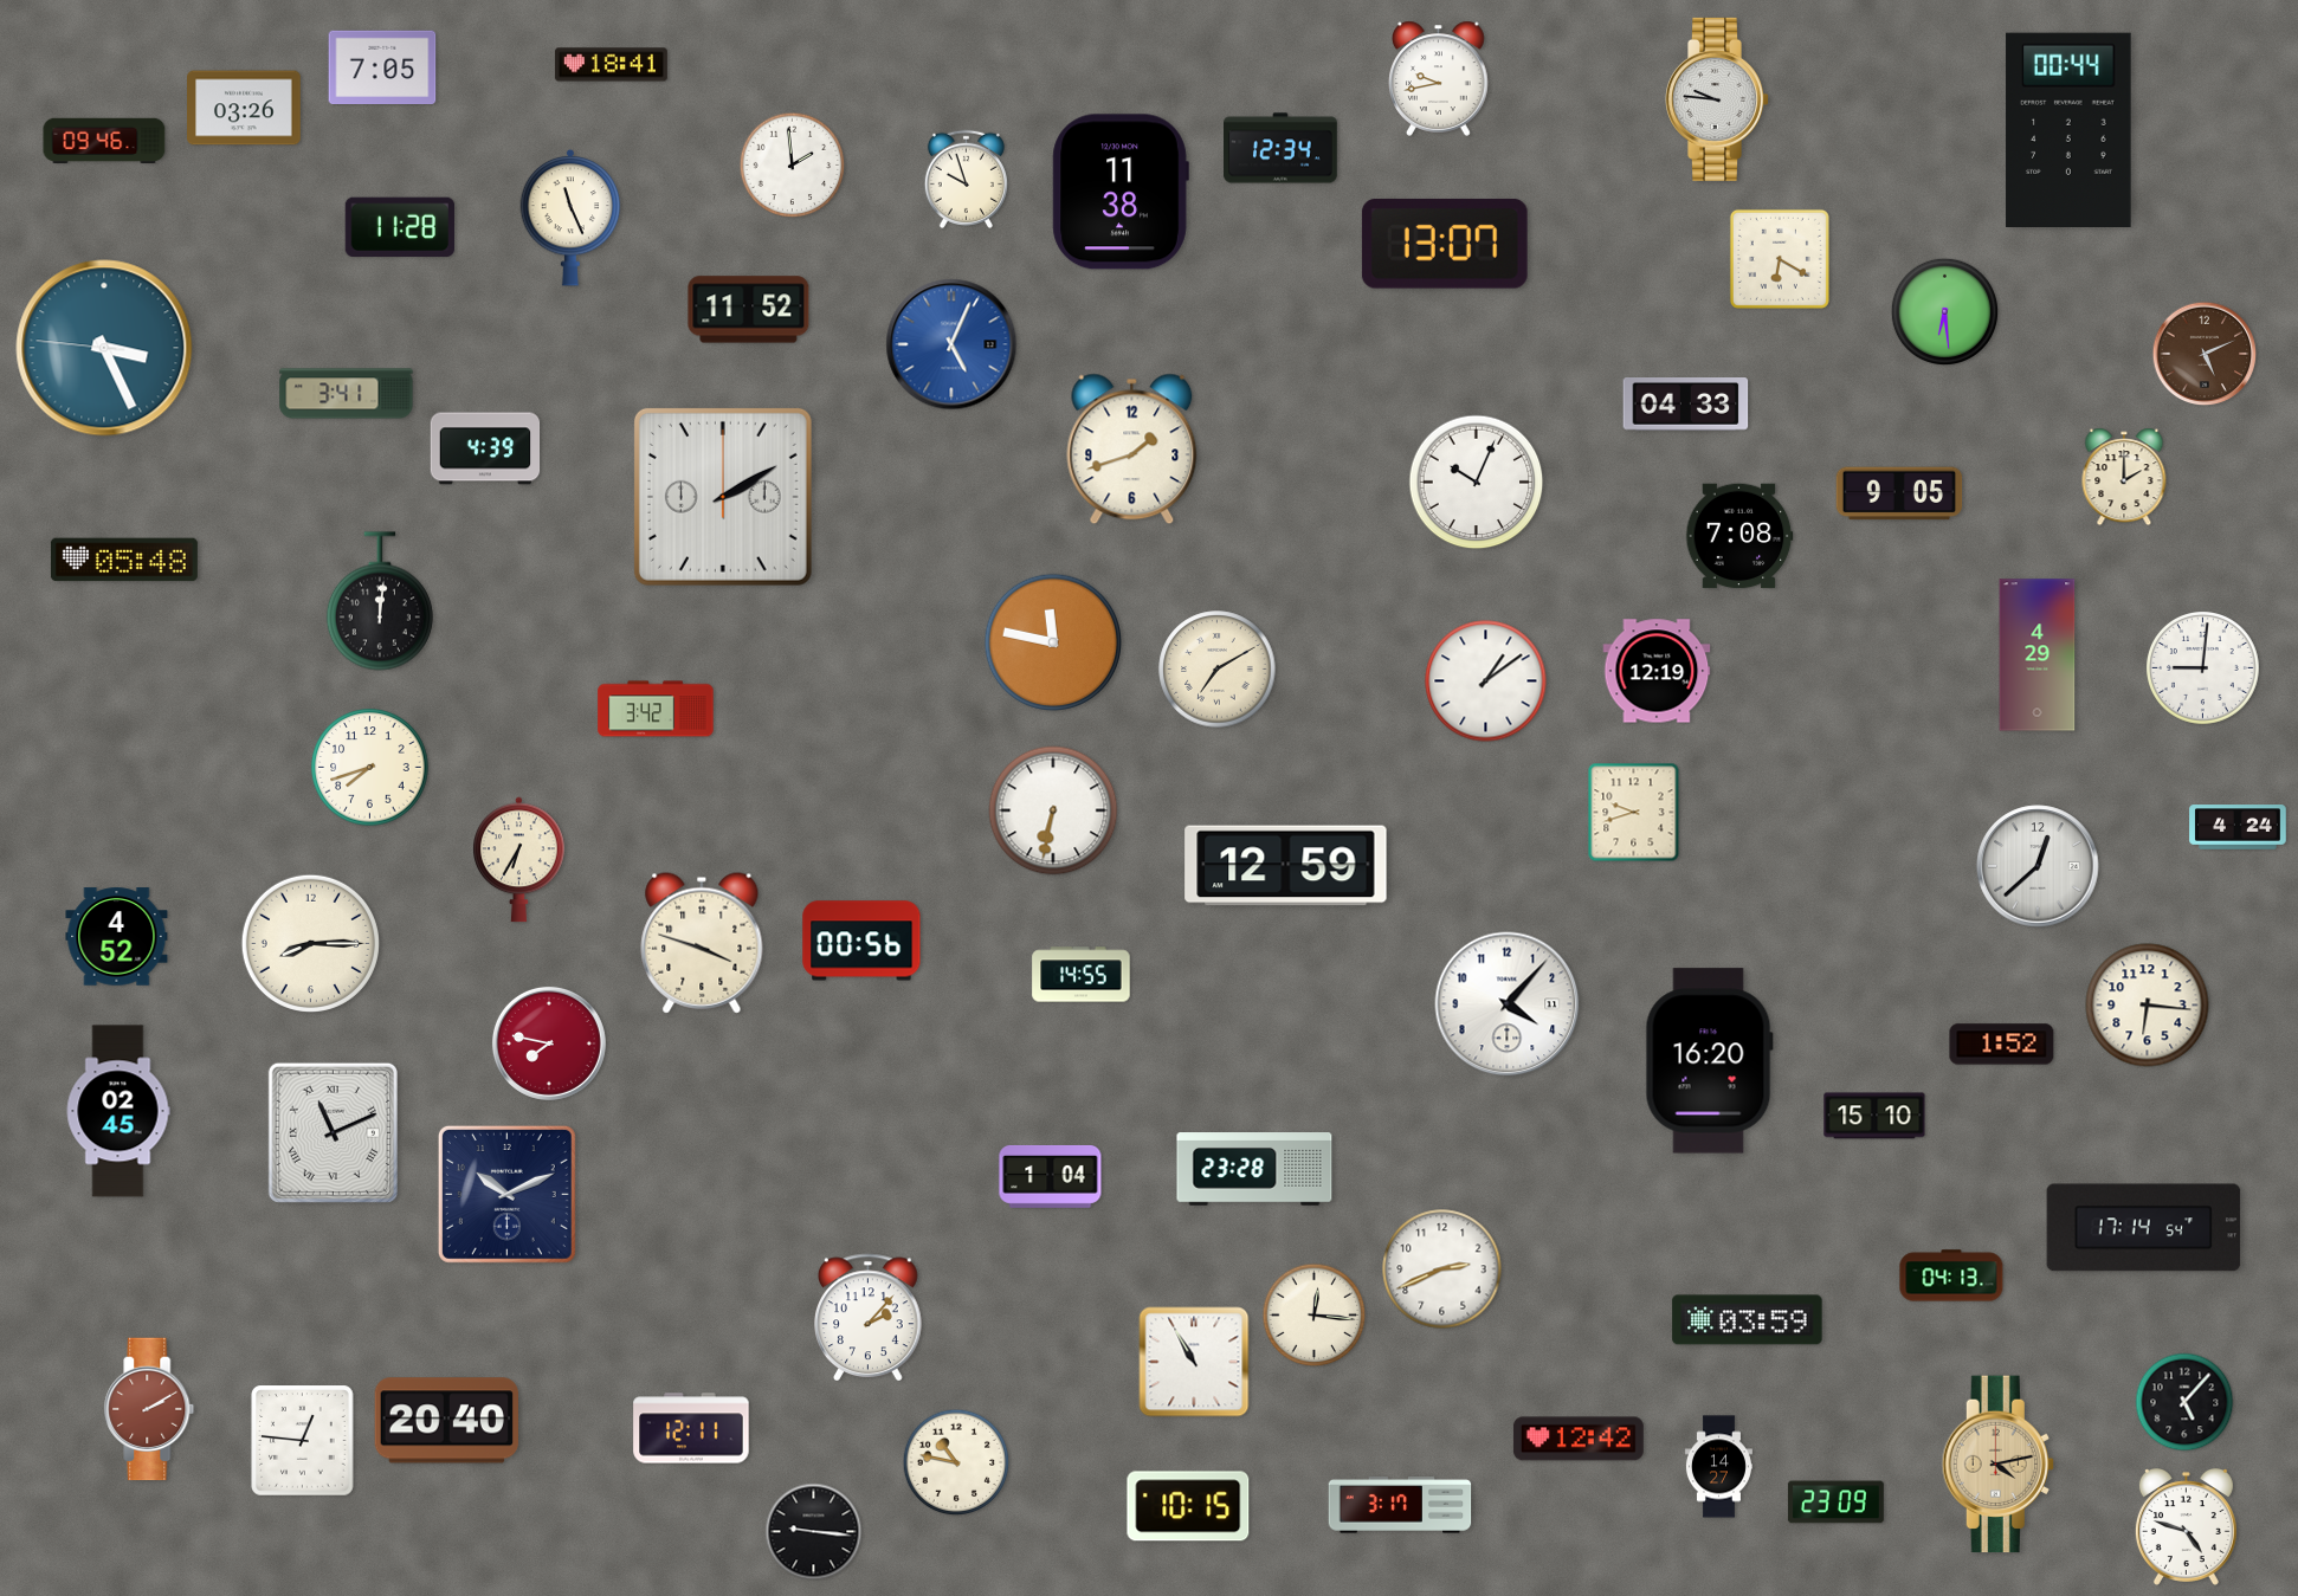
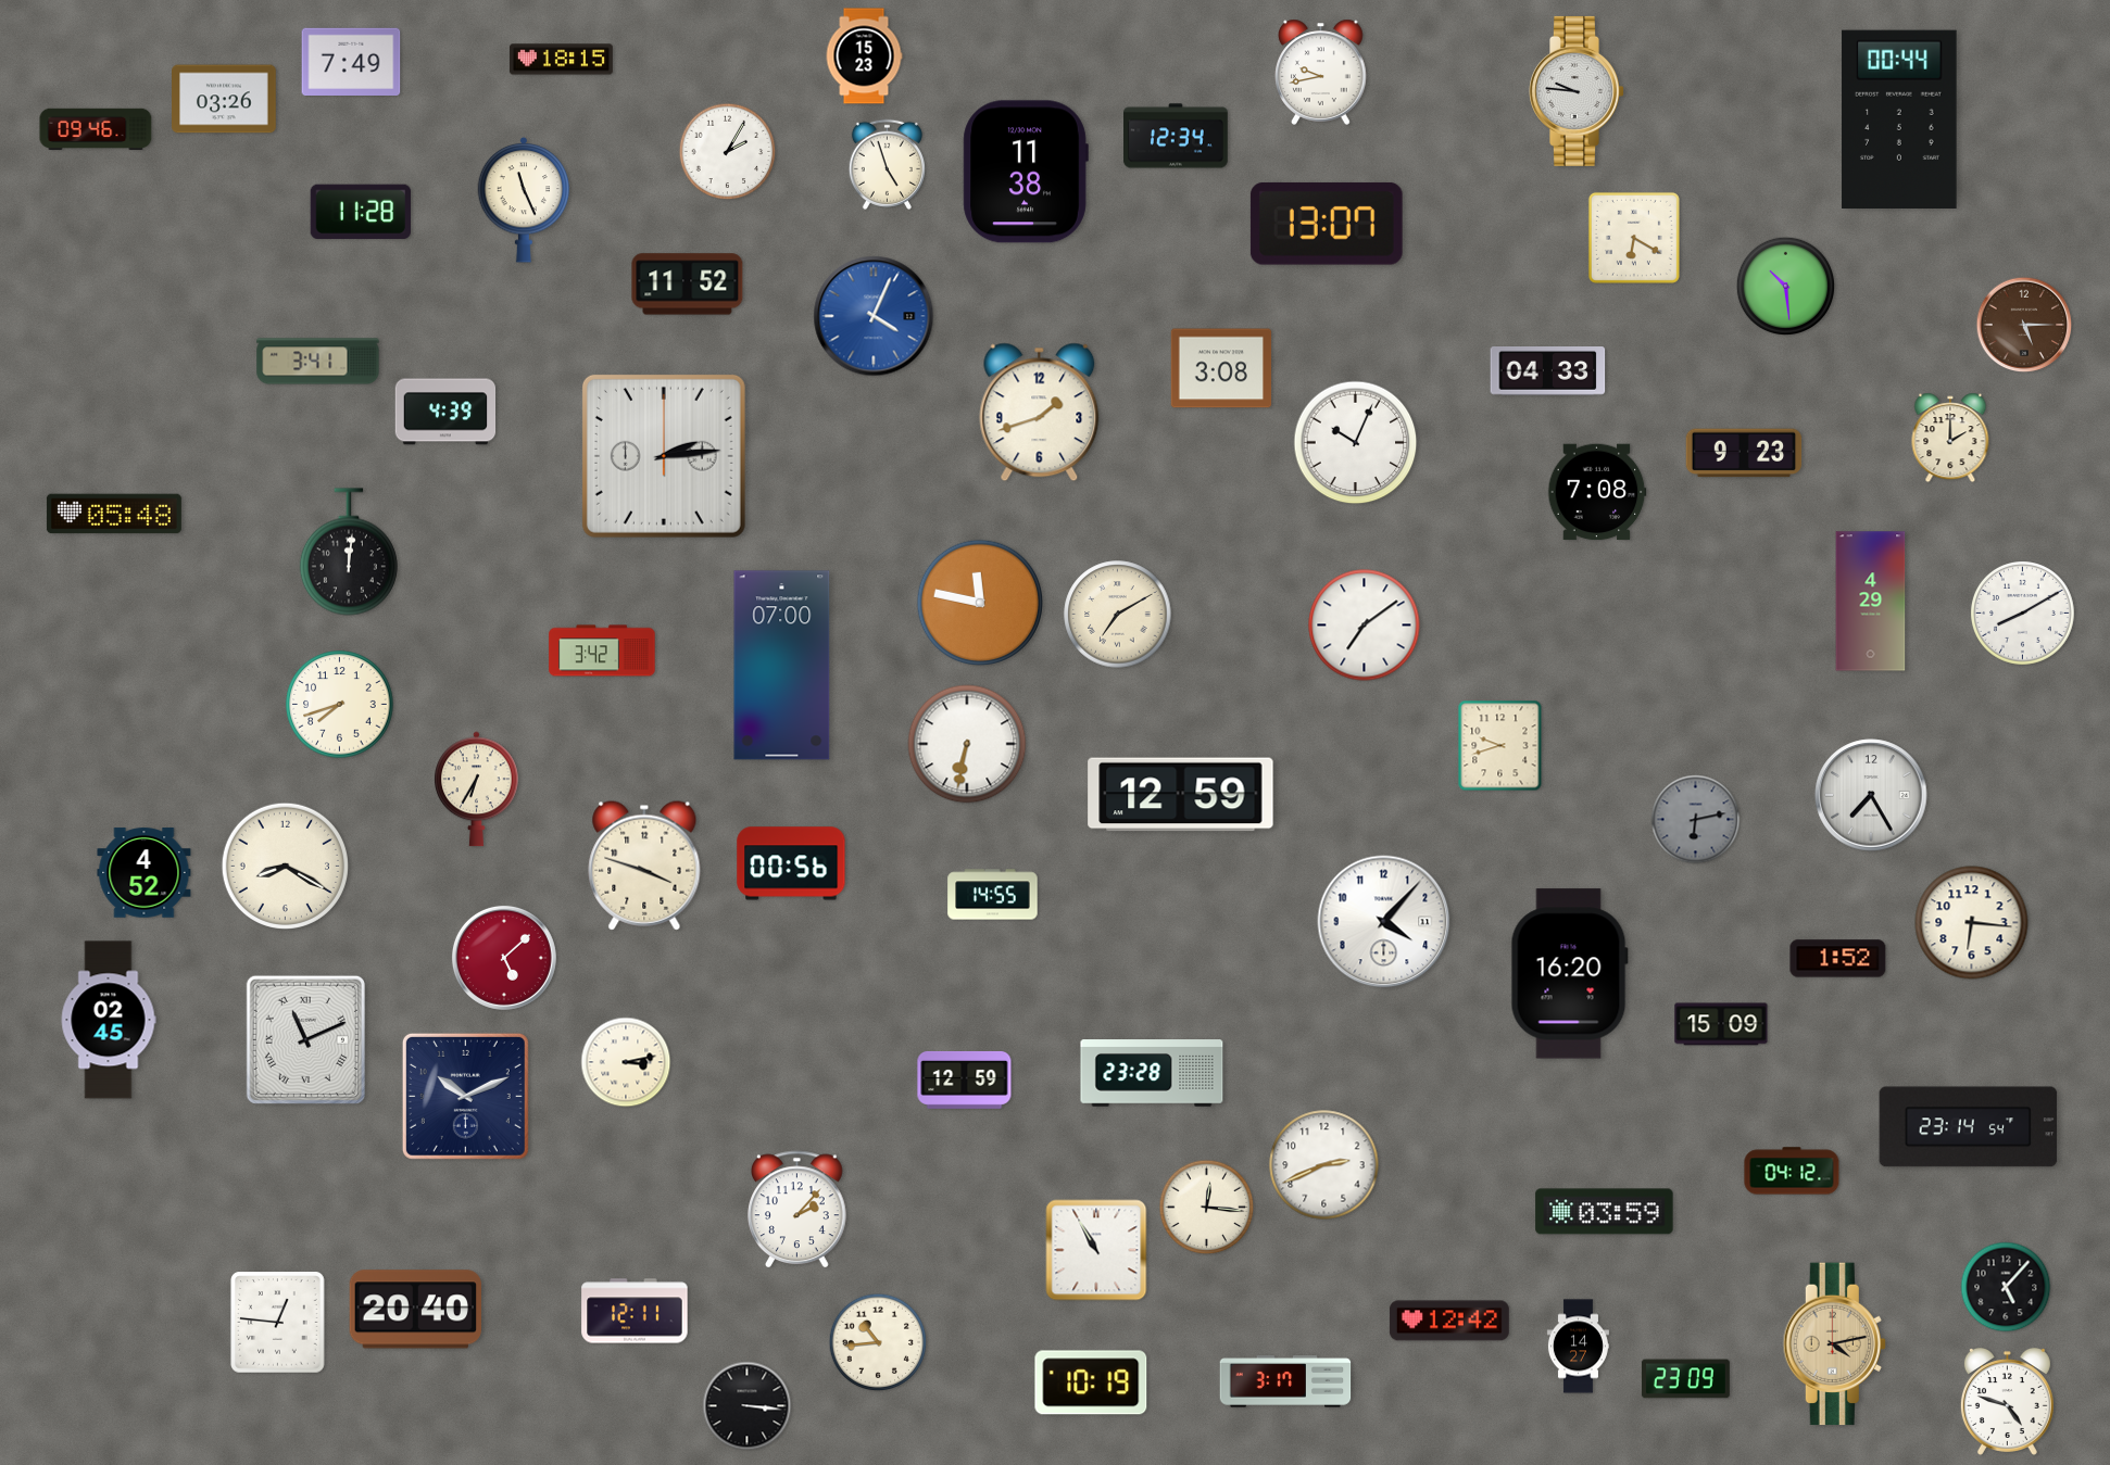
clock at (864, 56): none -> 15:23
clock at (611, 65): 18:41 -> 18:15
clock at (382, 66): 7:05 -> 7:49
clock at (793, 166): 1:59 -> 2:05
clock at (966, 179): 9:57 -> 4:57
clock at (1121, 192) position: (1121, 192) -> (1026, 172)
clock at (400, 227) position: (400, 227) -> (361, 212)
clock at (1944, 311): 6:29 -> 10:29
clock at (951, 344): 5:04 -> 4:04
clock at (104, 348): 3:25 -> none
clock at (2205, 354): 5:11 -> 5:15
clock at (1221, 368): none -> 3:08
clock at (1899, 493): 9:05 -> 9:23
clock at (723, 497): 2:10 -> 2:14
clock at (1053, 642) position: (1053, 642) -> (980, 603)
clock at (2203, 668): 9:01 -> 8:10
clock at (1657, 671): 12:19 -> none
clock at (1486, 681): 1:09 -> 7:09
clock at (782, 666): none -> 07:00
clock at (2238, 827): 4:24 -> none
clock at (2038, 866): 12:38 -> 7:25
clock at (1696, 820): none -> 6:13
clock at (117, 937) position: (117, 937) -> (145, 873)
clock at (310, 943): 8:15 -> 8:20
clock at (549, 1043): 7:47 -> 5:08
clock at (1874, 1116): 15:10 -> 15:09
clock at (626, 1062): none -> 3:13
clock at (1051, 1177): 1:04 -> 12:59
clock at (2144, 1228): 17:14 -> 23:14
clock at (1951, 1275): 04:13 -> 04:12
clock at (149, 1409): 2:10 -> none
clock at (446, 1421) position: (446, 1421) -> (415, 1310)
clock at (956, 1462): 10:47 -> 10:44
clock at (1188, 1506): 10:15 -> 10:19
clock at (814, 1532): 9:16 -> 3:16
